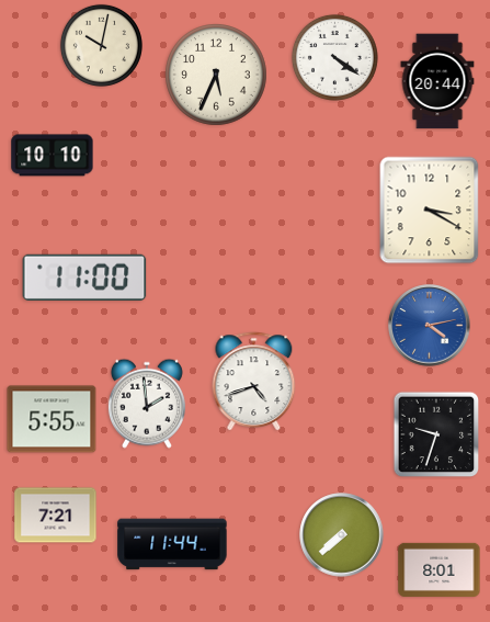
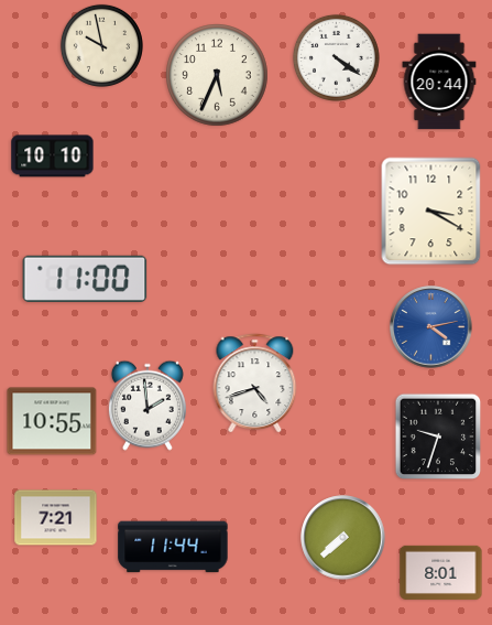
clock at (101, 45): 10:02 -> 9:58
clock at (52, 419): 5:55 -> 10:55
